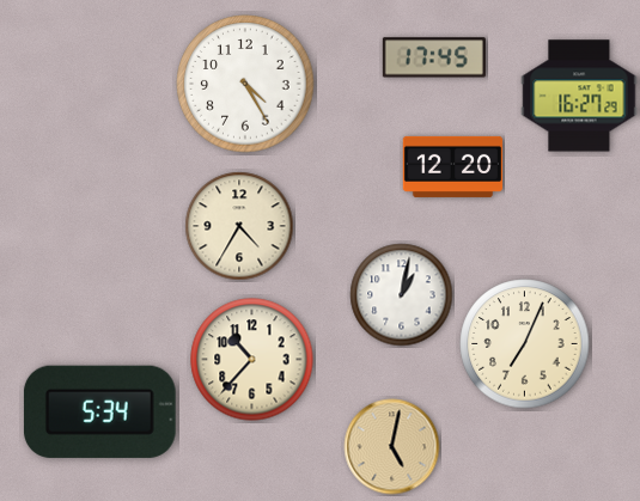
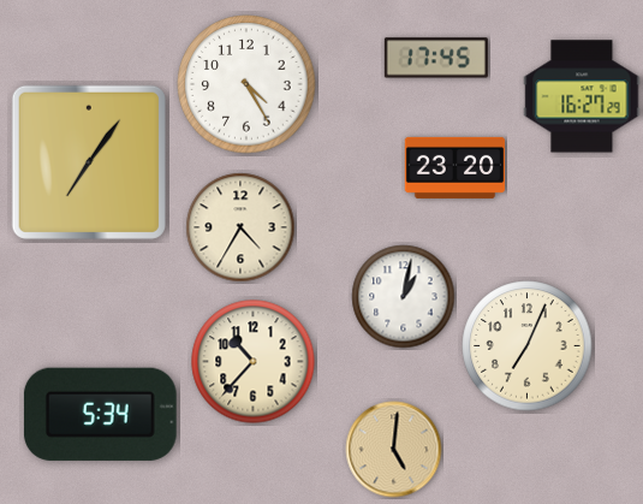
clock at (89, 162): none -> 7:06
clock at (453, 166): 12:20 -> 23:20
clock at (392, 447): 5:02 -> 5:01
